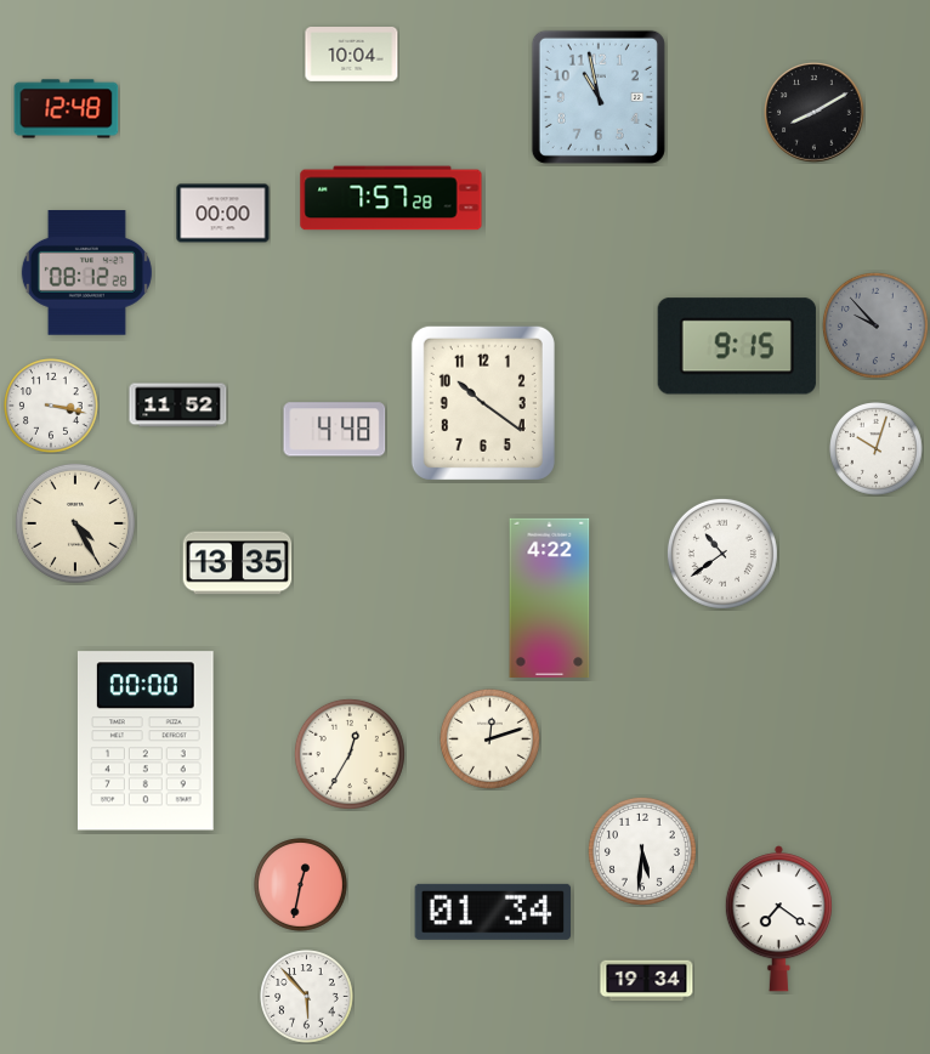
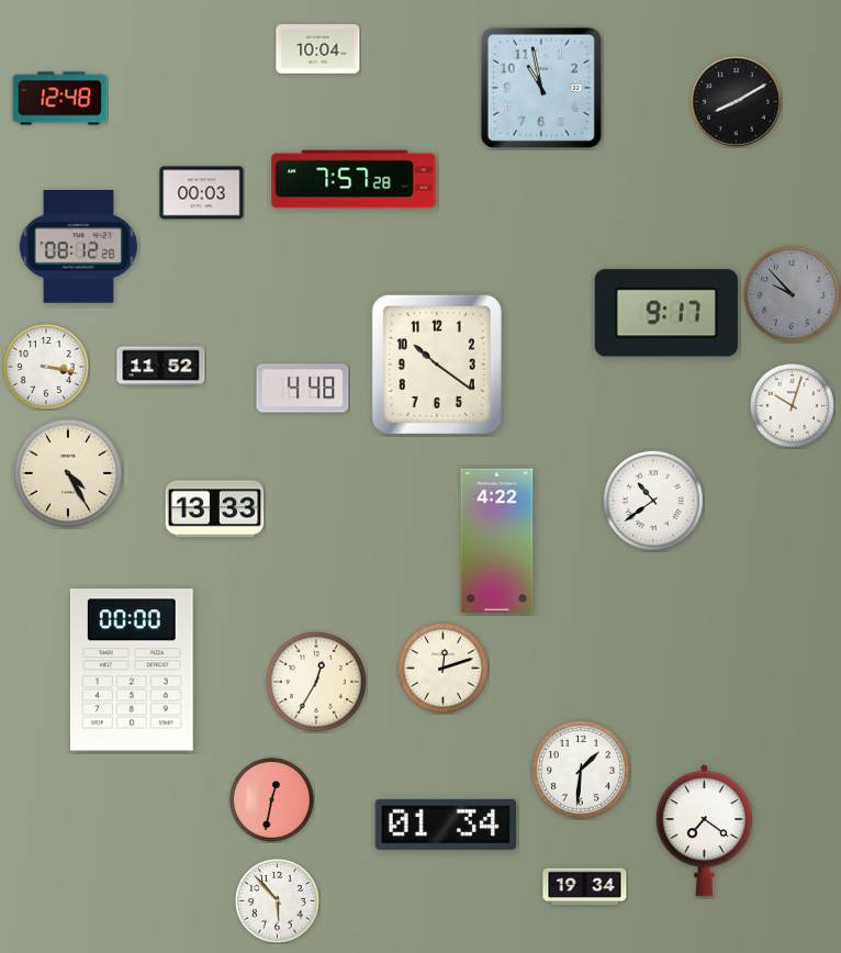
clock at (223, 214): 00:00 -> 00:03
clock at (737, 346): 9:15 -> 9:17
clock at (238, 563): 13:35 -> 13:33
clock at (642, 851): 5:31 -> 1:31
